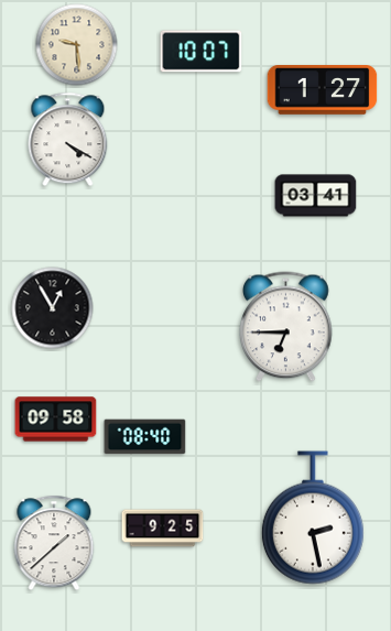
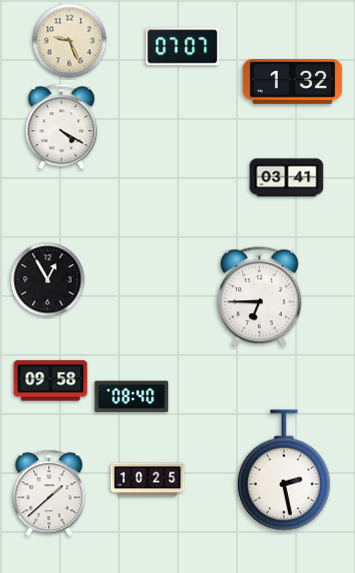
clock at (77, 45): 9:29 -> 9:26
clock at (202, 52): 10:07 -> 07:07
clock at (323, 90): 1:27 -> 1:32
clock at (163, 529): 9:25 -> 10:25
